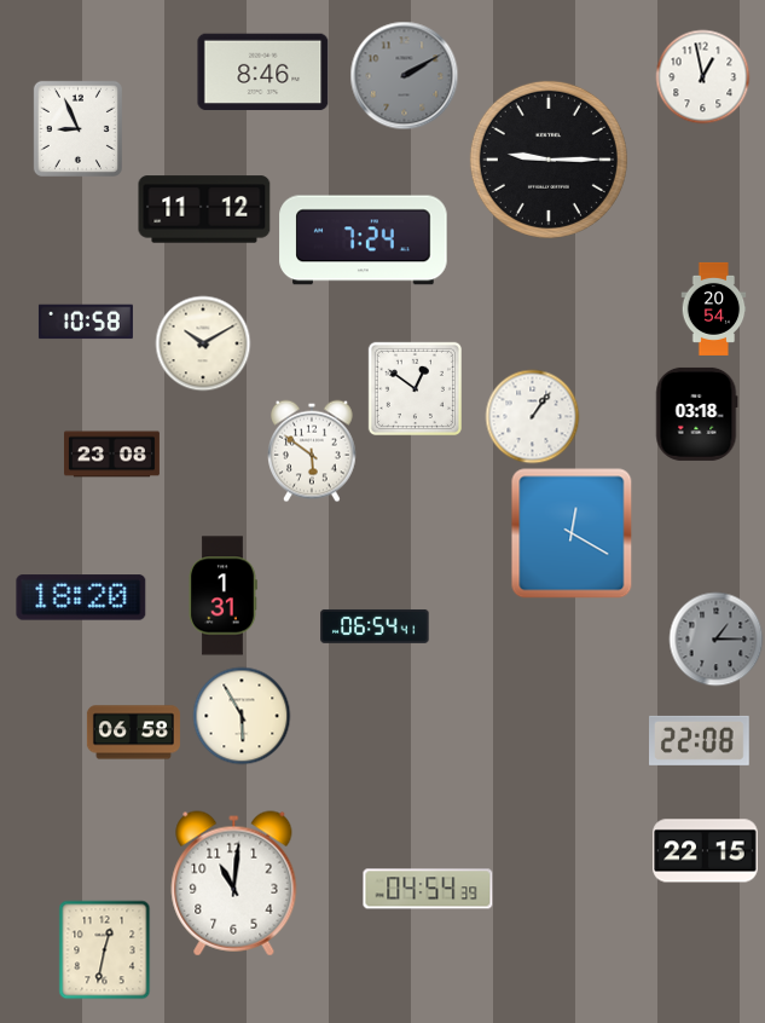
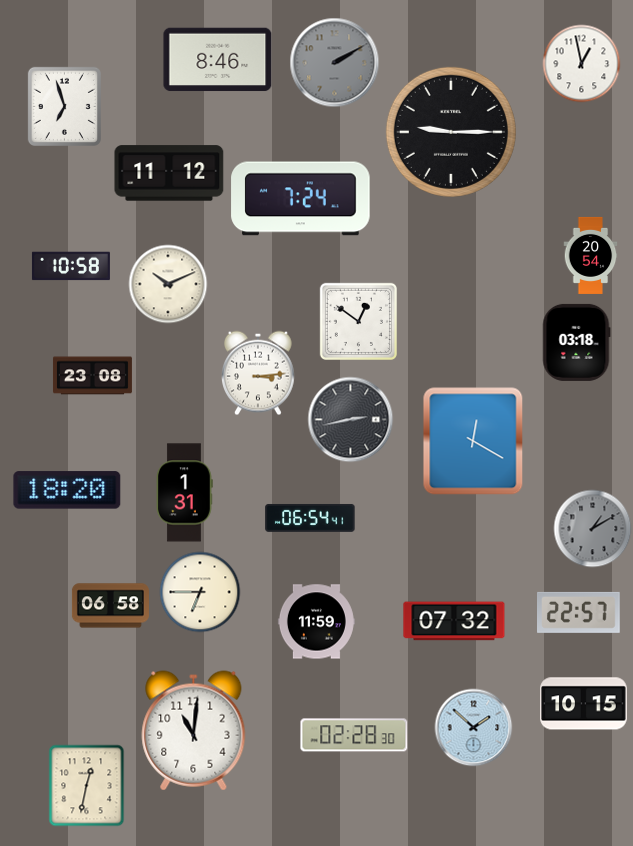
clock at (77, 128): 8:56 -> 6:57
clock at (549, 160) position: (549, 160) -> (451, 132)
clock at (203, 343): 10:10 -> 10:11
clock at (415, 388) position: (415, 388) -> (358, 321)
clock at (532, 416): 1:06 -> none
clock at (313, 451): 5:51 -> 3:14
clock at (350, 419): none -> 2:43
clock at (81, 597) position: (81, 597) -> (67, 490)
clock at (715, 638): 1:15 -> 1:10
clock at (242, 716): 5:55 -> 6:45
clock at (700, 740): 22:08 -> 22:57
clock at (454, 621): none -> 07:32
clock at (316, 622): none -> 11:59
clock at (706, 851): 22:15 -> 10:15
clock at (473, 727): none -> 1:52
clock at (428, 889): 04:54 -> 02:28
